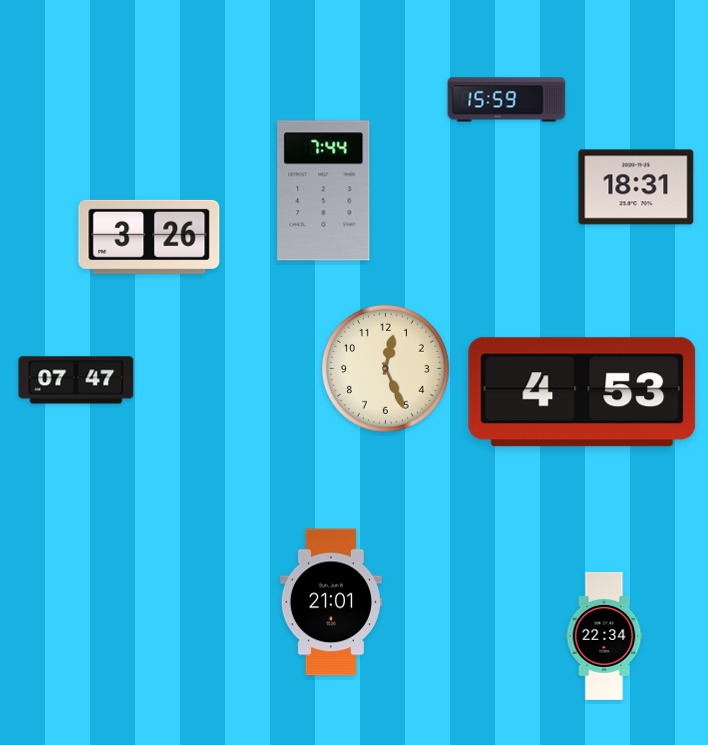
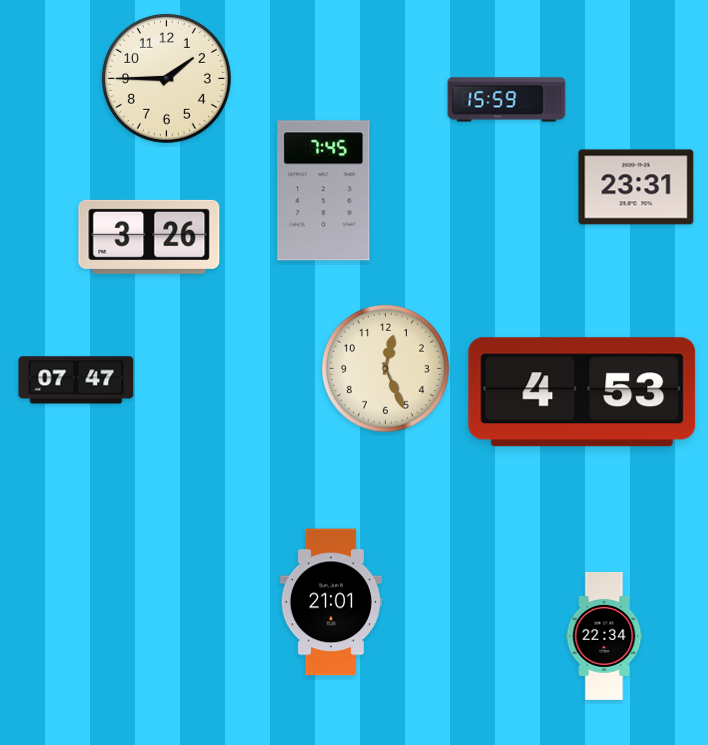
clock at (166, 78): none -> 1:45
clock at (636, 187): 18:31 -> 23:31
clock at (324, 191): 7:44 -> 7:45
